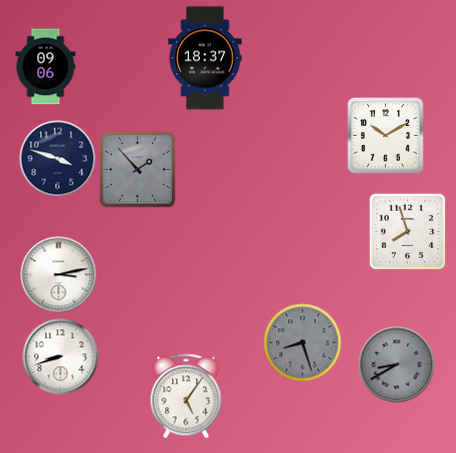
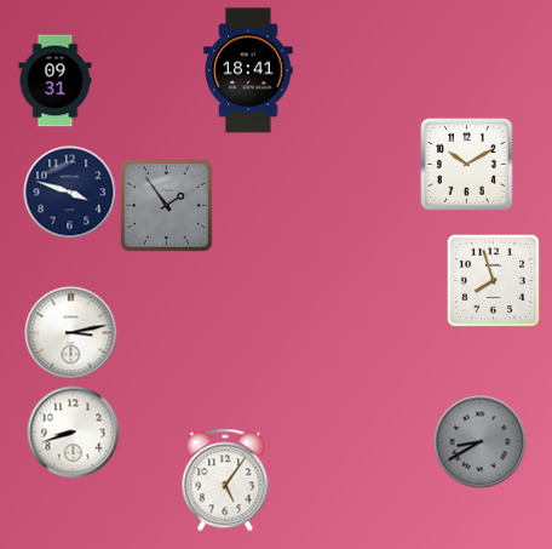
clock at (205, 58): 18:37 -> 18:41
clock at (46, 67): 09:06 -> 09:31
clock at (138, 170): 1:53 -> 1:54
clock at (303, 343): 8:27 -> none
